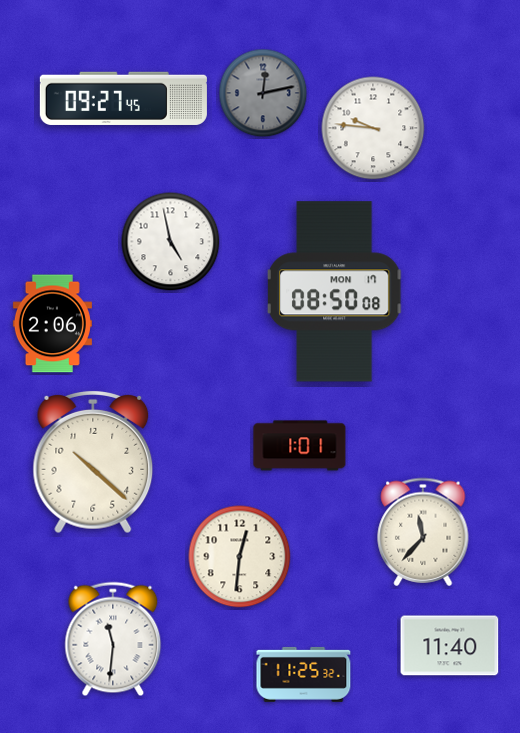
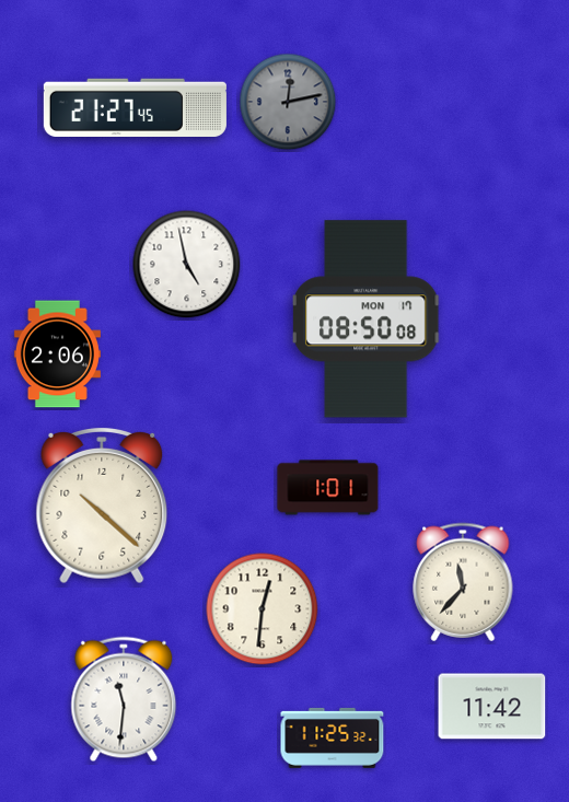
clock at (123, 98): 09:27 -> 21:27
clock at (373, 128): 9:46 -> none
clock at (450, 646): 11:40 -> 11:42
